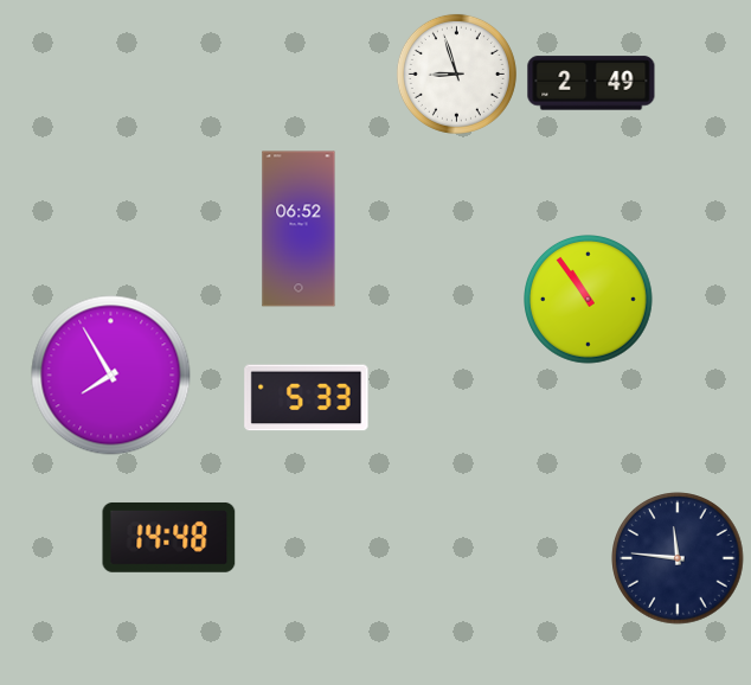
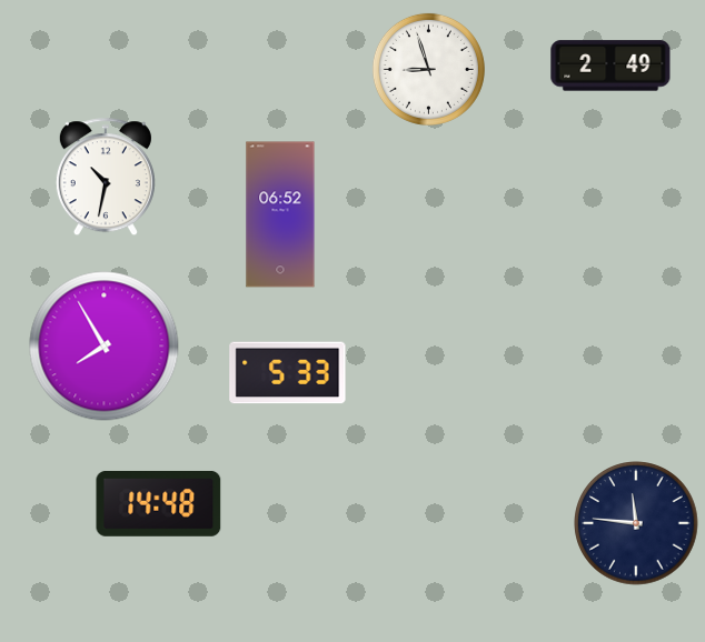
clock at (591, 83) position: (591, 83) -> (610, 66)
clock at (106, 178): none -> 10:32
clock at (589, 300): 10:54 -> none
clock at (111, 376) position: (111, 376) -> (105, 347)
